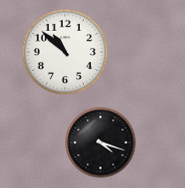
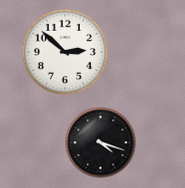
clock at (65, 52): 10:52 -> 2:52
